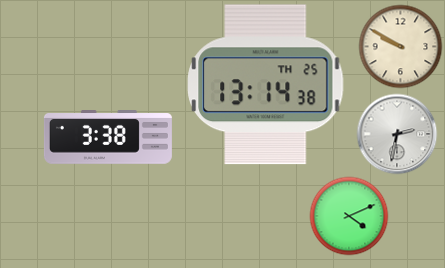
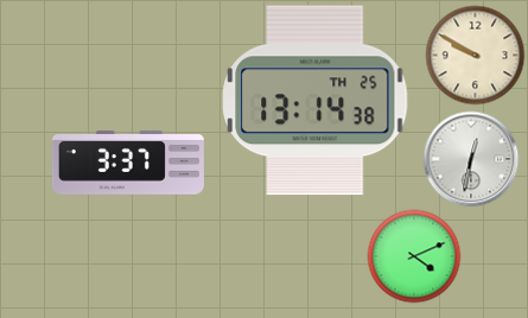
clock at (397, 134): 2:32 -> 12:32
clock at (108, 138): 3:38 -> 3:37
